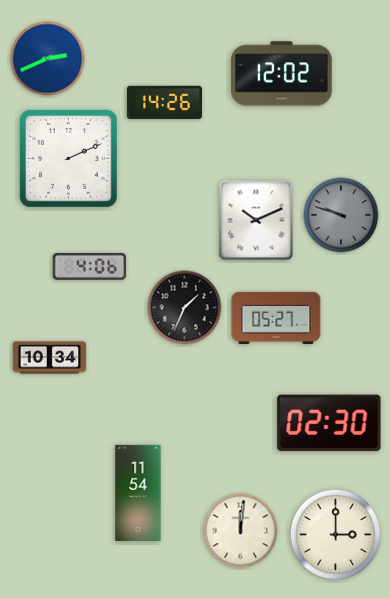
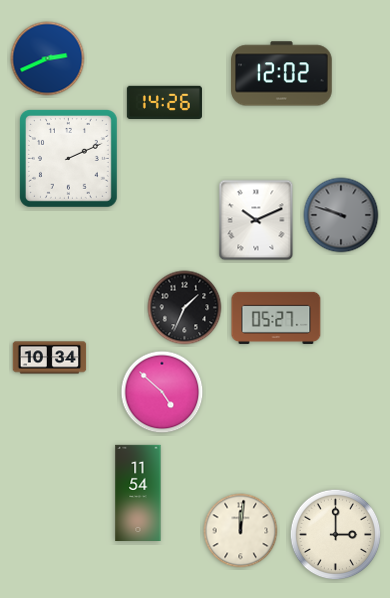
clock at (90, 267): 4:06 -> none
clock at (162, 392): none -> 4:52
clock at (329, 423): 02:30 -> none
